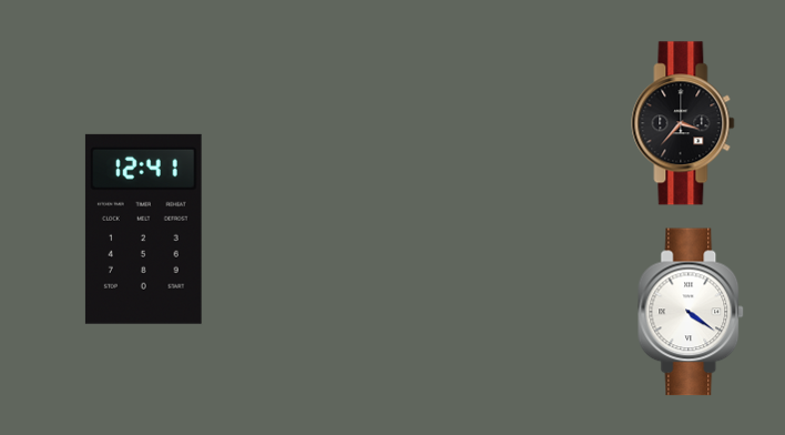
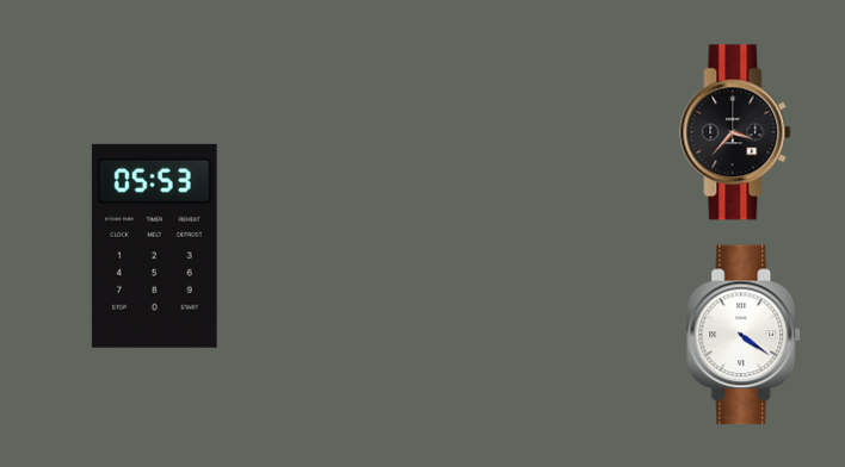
clock at (143, 229): 12:41 -> 05:53
